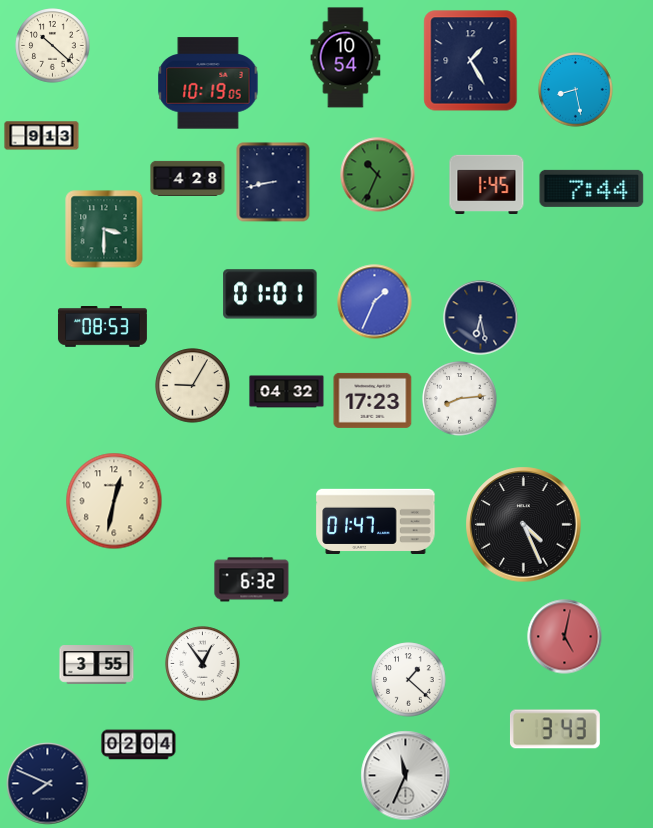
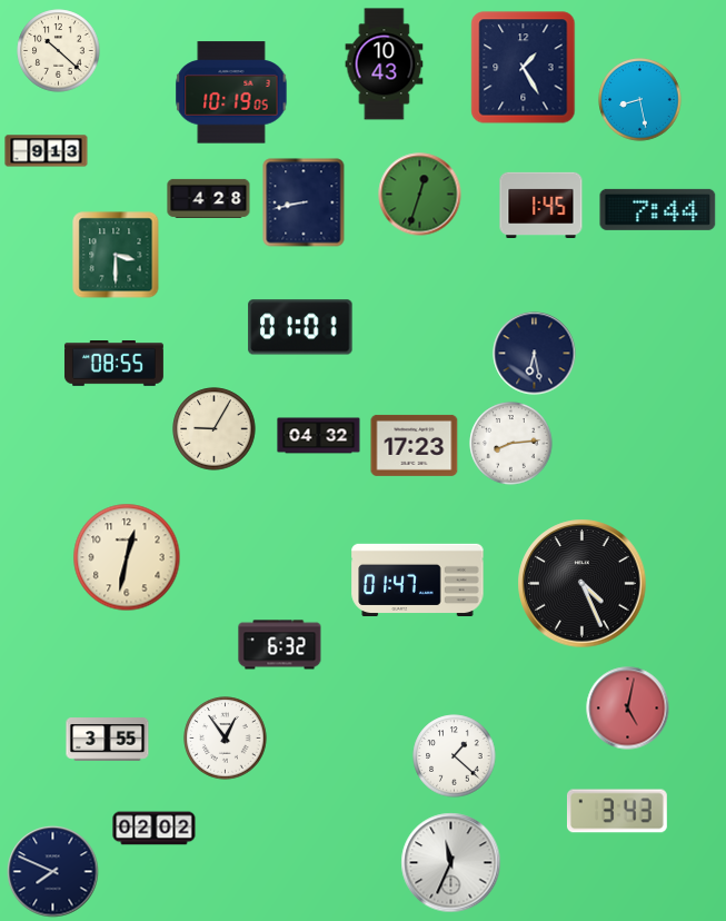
clock at (346, 58): 10:54 -> 10:43
clock at (378, 175): 10:34 -> 12:33
clock at (375, 302): 1:34 -> none
clock at (102, 327): 08:53 -> 08:55
clock at (139, 745): 02:04 -> 02:02
